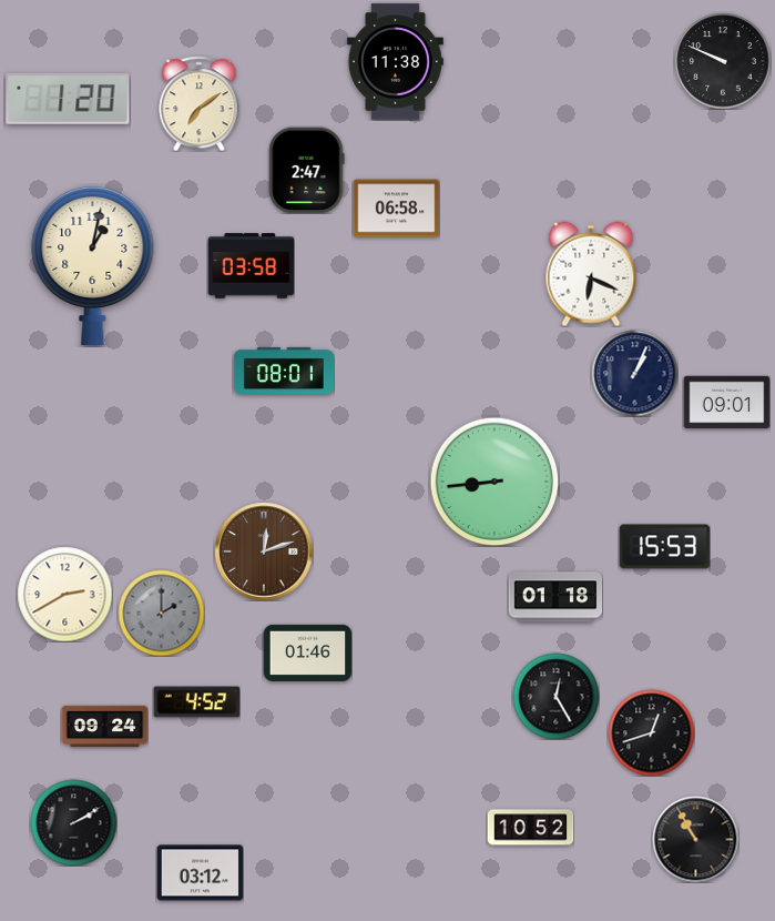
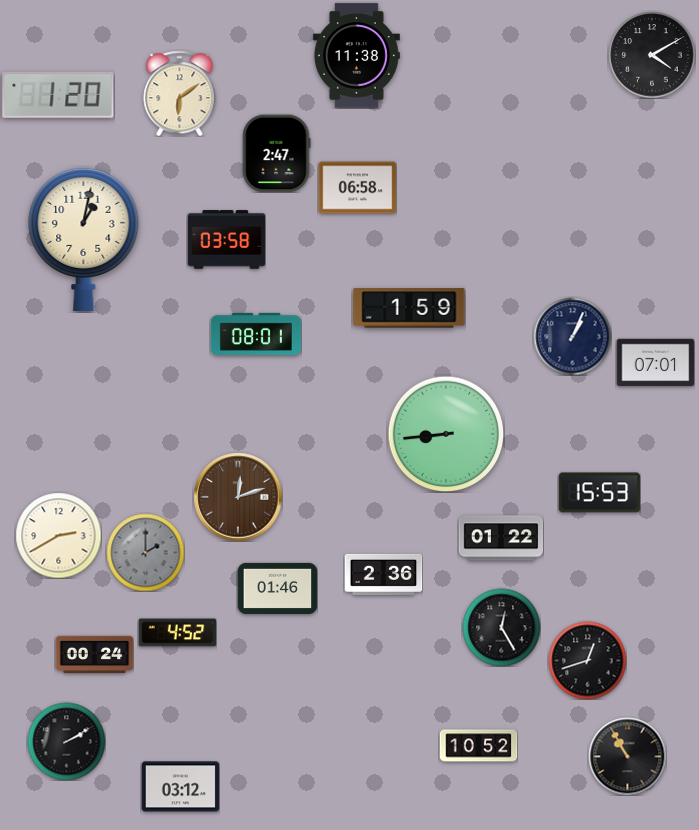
clock at (723, 61): 9:49 -> 4:10
clock at (68, 99) position: (68, 99) -> (58, 95)
clock at (200, 103): 7:09 -> 6:09
clock at (591, 274): 6:19 -> none
clock at (409, 308): none -> 1:59
clock at (726, 403): 09:01 -> 07:01
clock at (555, 597): 01:18 -> 01:22
clock at (383, 574): none -> 2:36
clock at (104, 727): 09:24 -> 00:24
